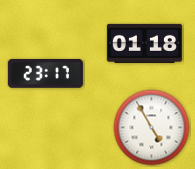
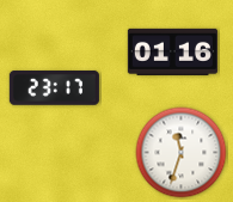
clock at (144, 43): 01:18 -> 01:16
clock at (152, 128): 4:55 -> 11:33
